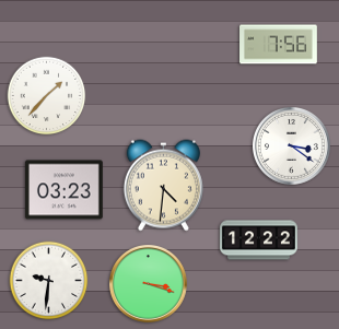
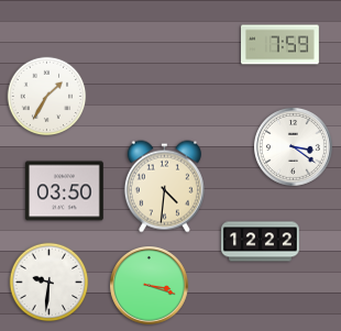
clock at (279, 45): 7:56 -> 7:59
clock at (47, 96): 1:37 -> 1:35
clock at (63, 190): 03:23 -> 03:50
